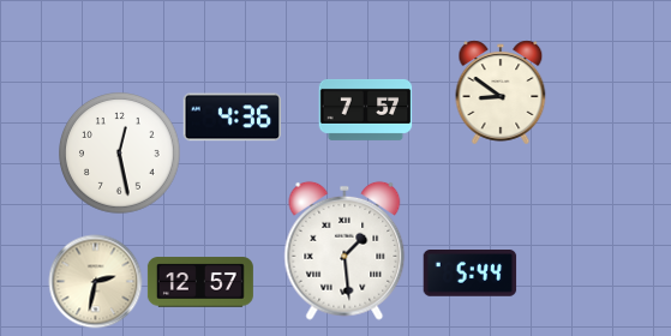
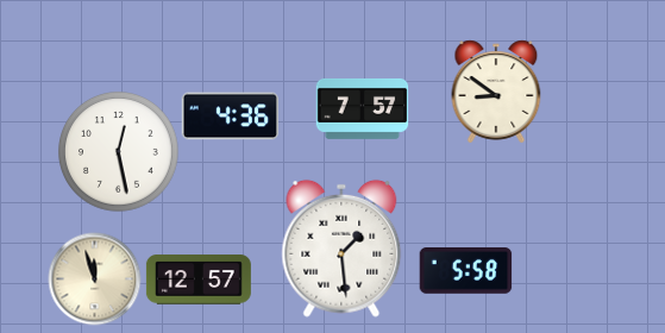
clock at (469, 274): 5:44 -> 5:58
clock at (95, 281): 2:32 -> 11:57
